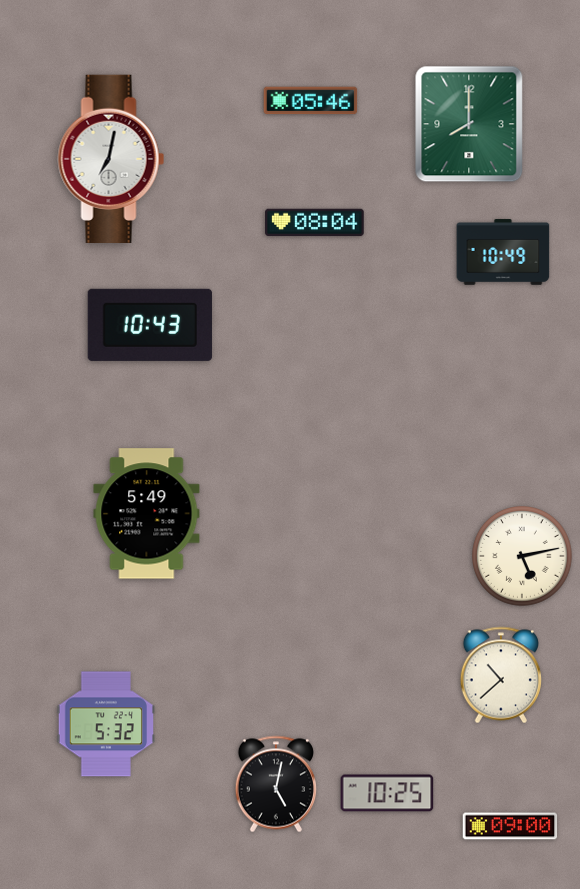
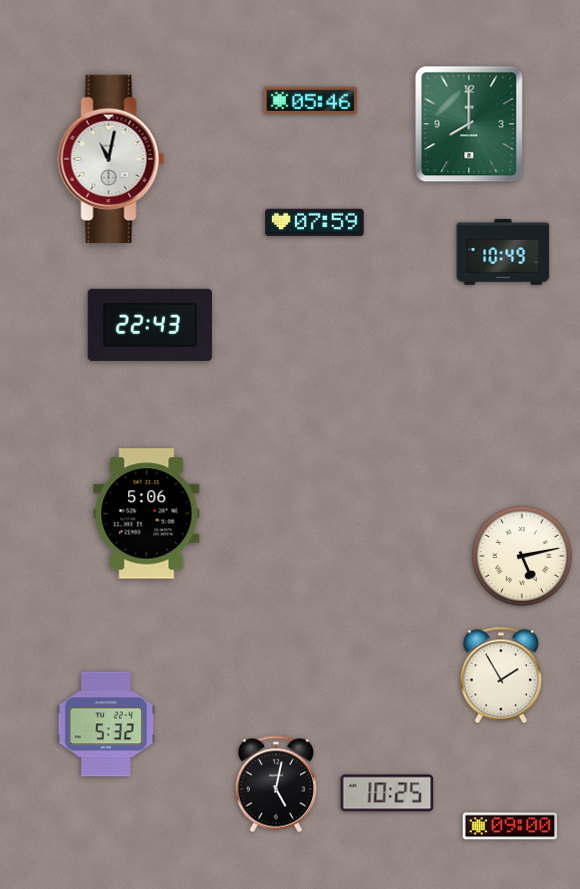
clock at (111, 158): 7:02 -> 11:02
clock at (315, 223): 08:04 -> 07:59
clock at (150, 325): 10:43 -> 22:43
clock at (147, 514): 5:49 -> 5:06
clock at (500, 675): 10:38 -> 1:55
